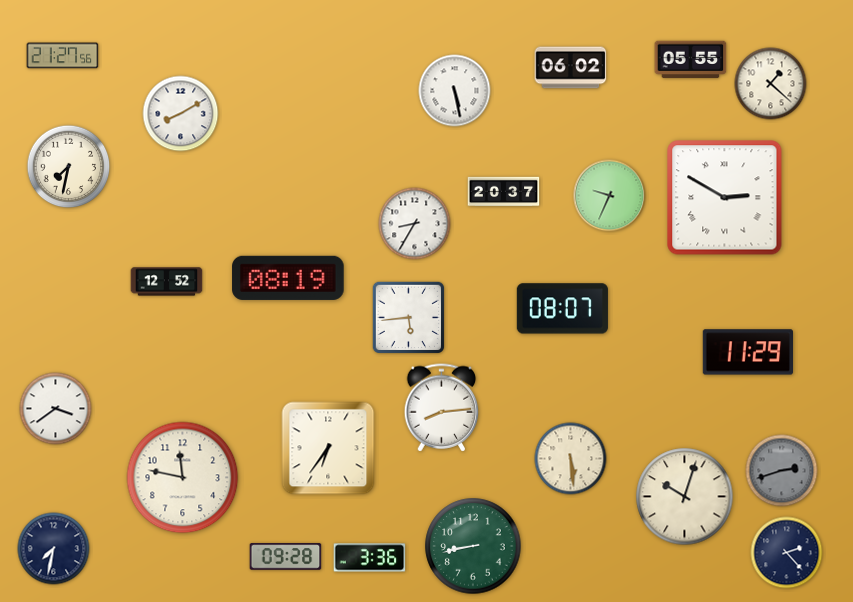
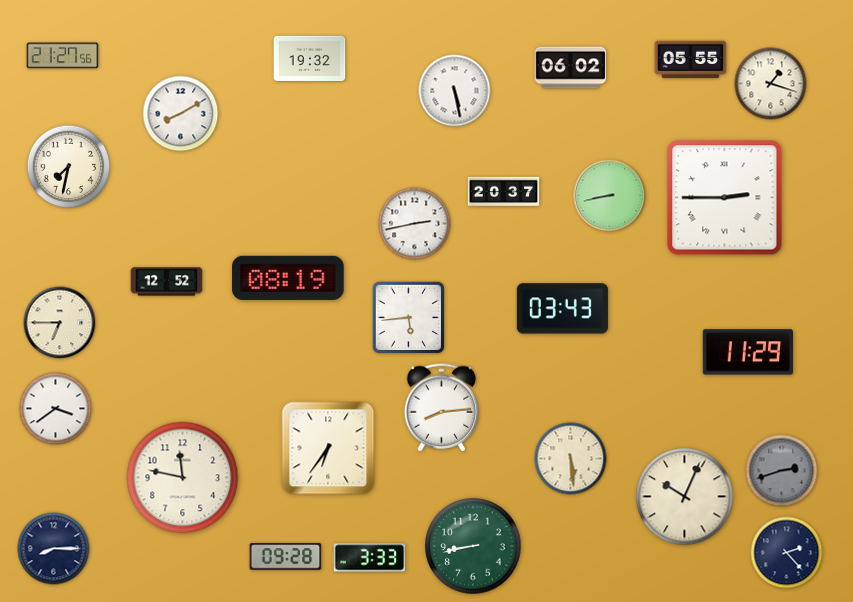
clock at (310, 58): none -> 19:32
clock at (771, 84): 1:22 -> 1:18
clock at (610, 196): 9:34 -> 8:43
clock at (725, 198): 2:50 -> 2:45
clock at (415, 224): 8:35 -> 2:43
clock at (562, 309): 08:07 -> 03:43
clock at (60, 323): none -> 6:45
clock at (685, 497): 10:03 -> 10:04
clock at (54, 549): 7:32 -> 8:15
clock at (370, 558): 3:36 -> 3:33
